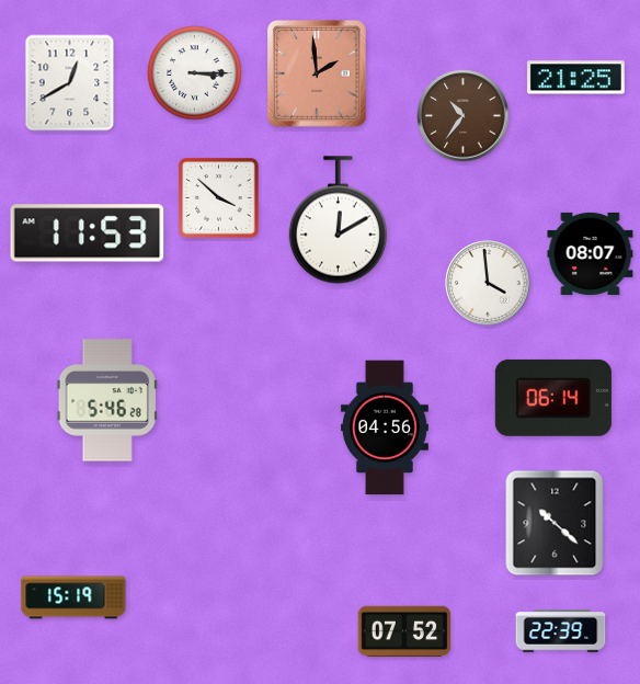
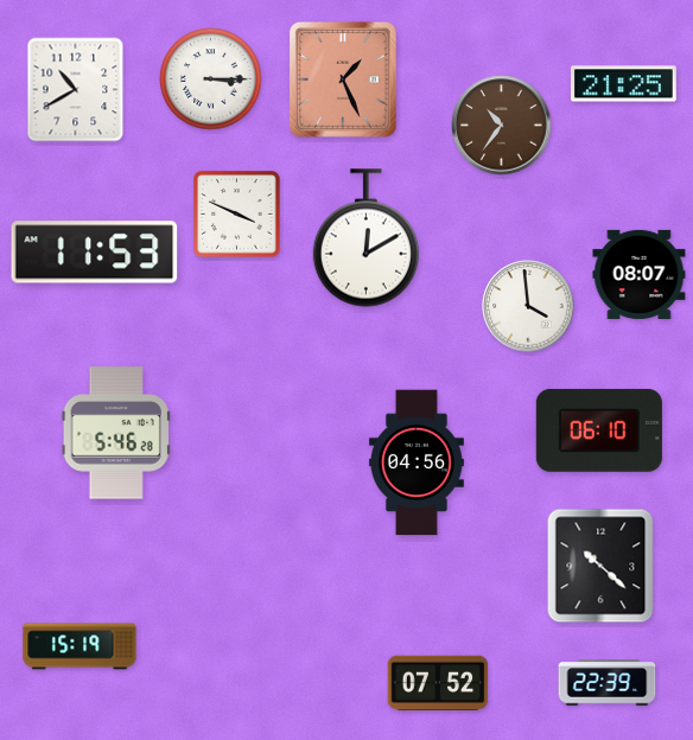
clock at (317, 73): 1:59 -> 1:26
clock at (70, 83): 12:40 -> 10:40
clock at (219, 198): 3:52 -> 3:49
clock at (553, 398): 06:14 -> 06:10
